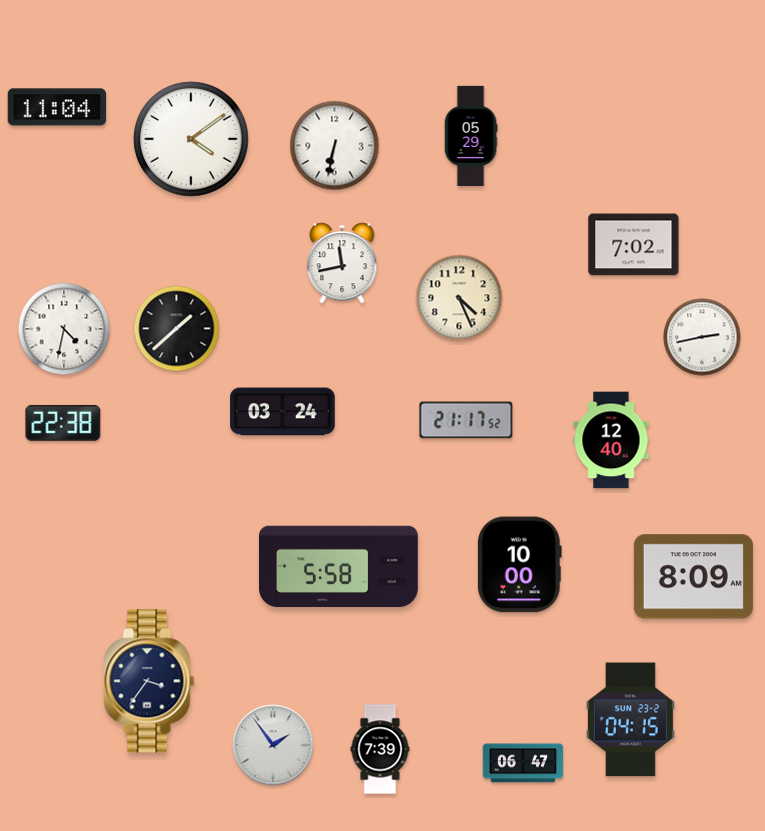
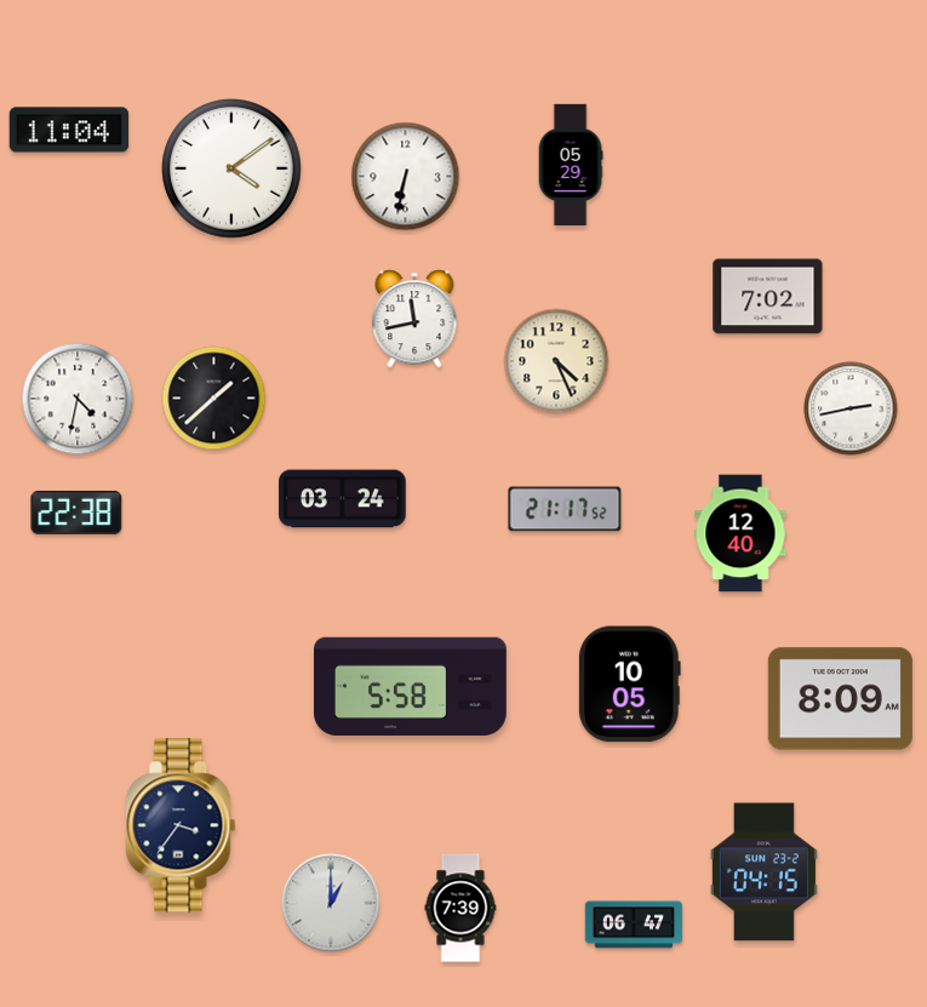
clock at (519, 565): 10:00 -> 10:05
clock at (273, 745): 1:54 -> 1:00
